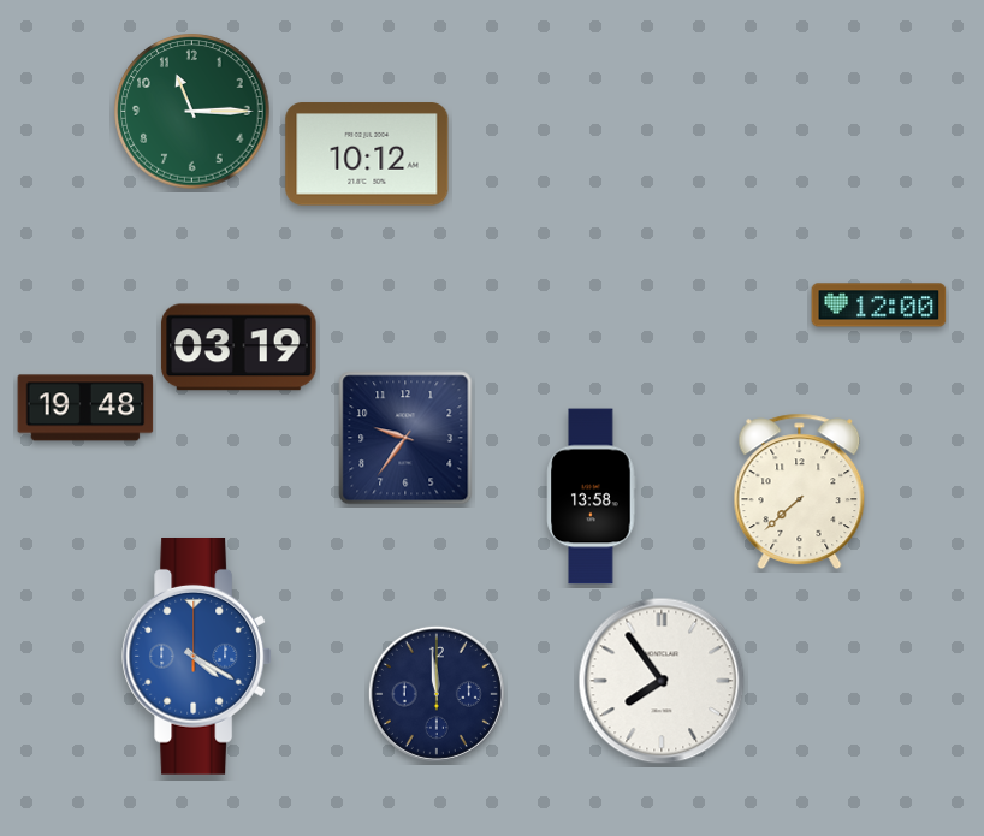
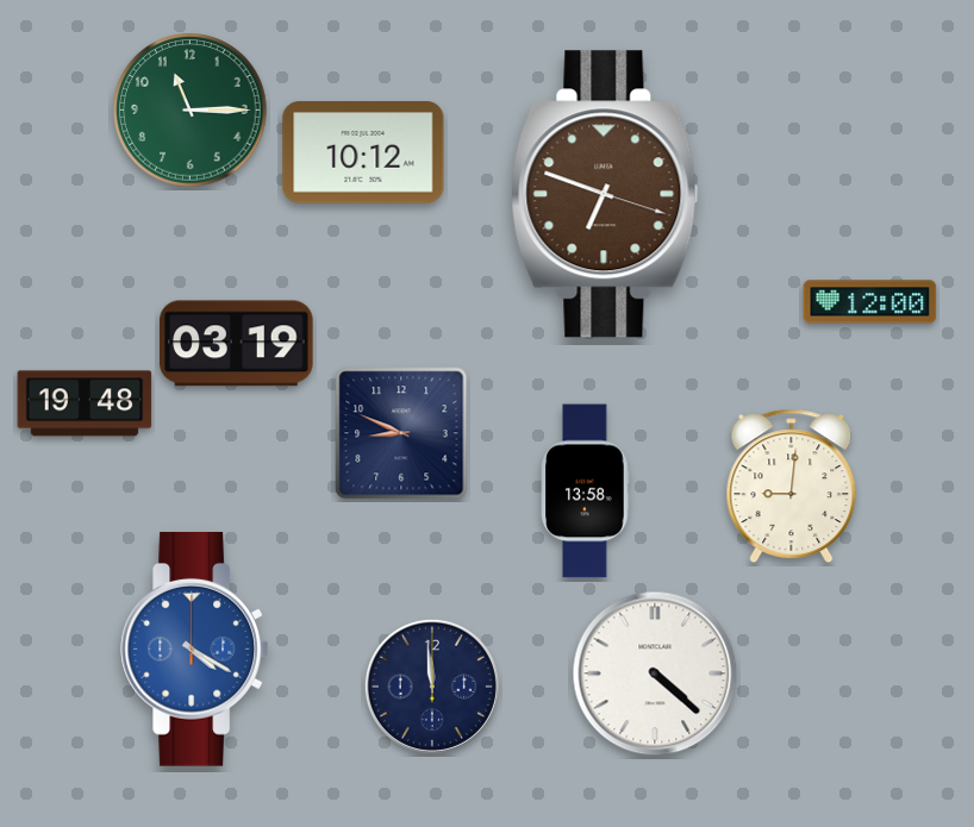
clock at (605, 194): none -> 6:48
clock at (405, 438): 9:36 -> 8:49
clock at (800, 492): 7:38 -> 9:01
clock at (662, 681): 7:54 -> 4:22
